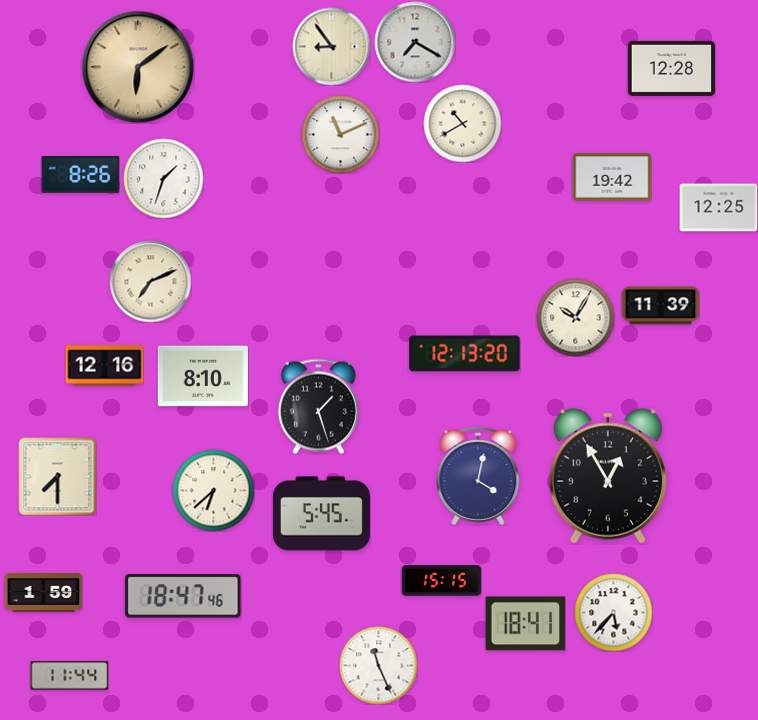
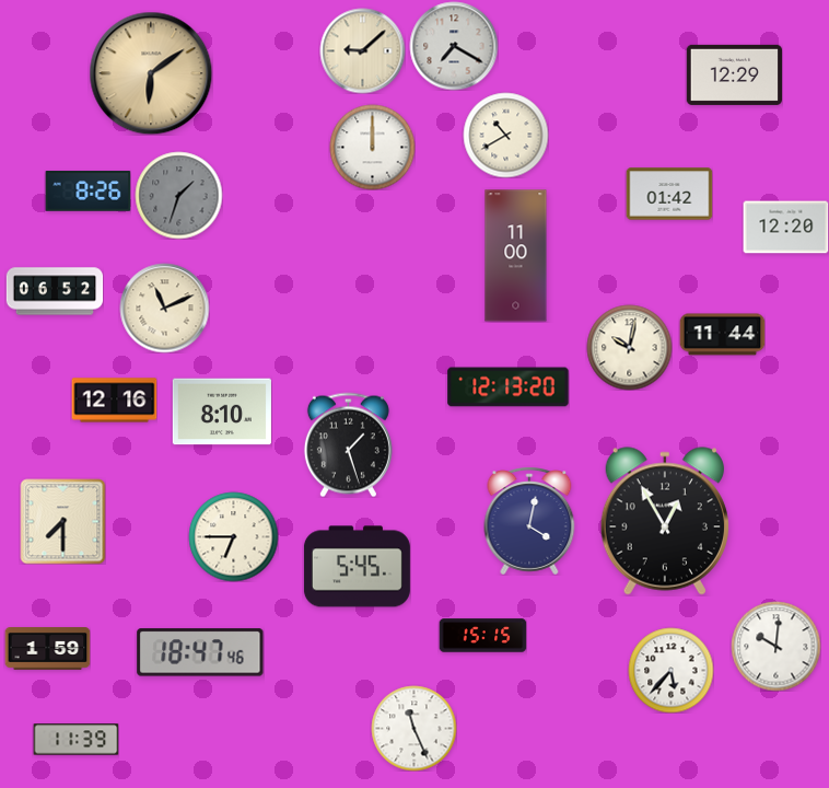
clock at (331, 46): 8:54 -> 9:08
clock at (671, 68): 12:28 -> 12:29
clock at (340, 134): 11:11 -> 12:00
clock at (612, 177): 19:42 -> 01:42
clock at (163, 178) dial: white -> grey
clock at (718, 208): 12:25 -> 12:20
clock at (516, 256): none -> 11:00
clock at (55, 291): none -> 06:52
clock at (150, 281): 7:11 -> 11:11
clock at (660, 306): 11:39 -> 11:44
clock at (575, 317): 10:05 -> 10:02
clock at (478, 476) position: (478, 476) -> (529, 521)
clock at (213, 490): 6:38 -> 6:45
clock at (321, 514) position: (321, 514) -> (357, 567)
clock at (775, 646): none -> 10:01
clock at (525, 624): 18:41 -> none
clock at (69, 676): 11:44 -> 11:39
